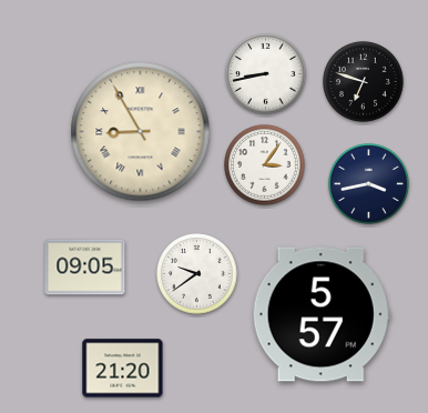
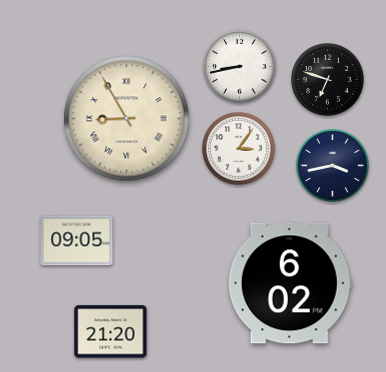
clock at (364, 82) position: (364, 82) -> (328, 80)
clock at (197, 274): 9:39 -> none
clock at (322, 314): 5:57 -> 6:02
